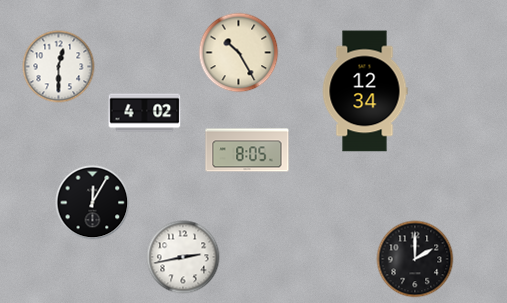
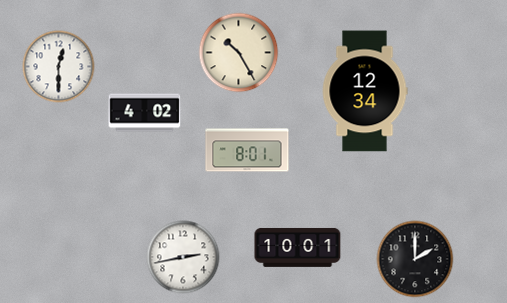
clock at (247, 150): 8:05 -> 8:01
clock at (93, 203): 12:05 -> none
clock at (298, 247): none -> 10:01
